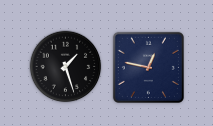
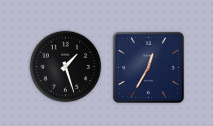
clock at (148, 67): 12:47 -> 12:35
